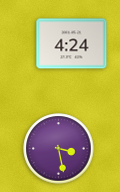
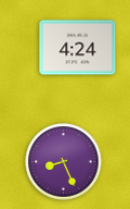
clock at (59, 149): 3:28 -> 8:26
